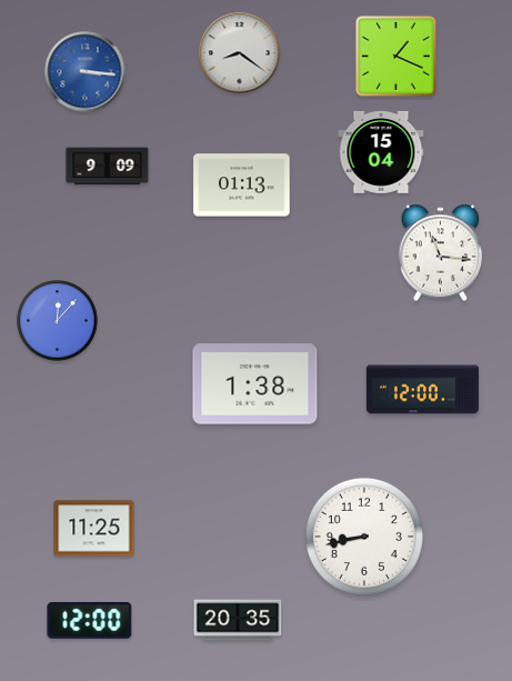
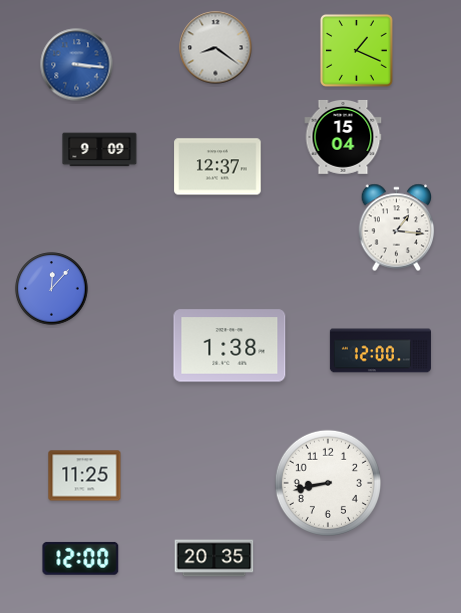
clock at (108, 167) position: (108, 167) -> (100, 150)
clock at (242, 186): 01:13 -> 12:37
clock at (441, 253): 11:16 -> 1:16
